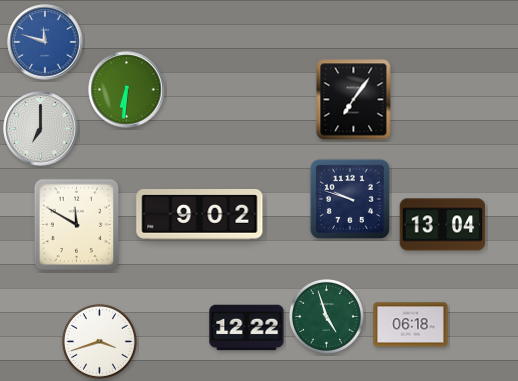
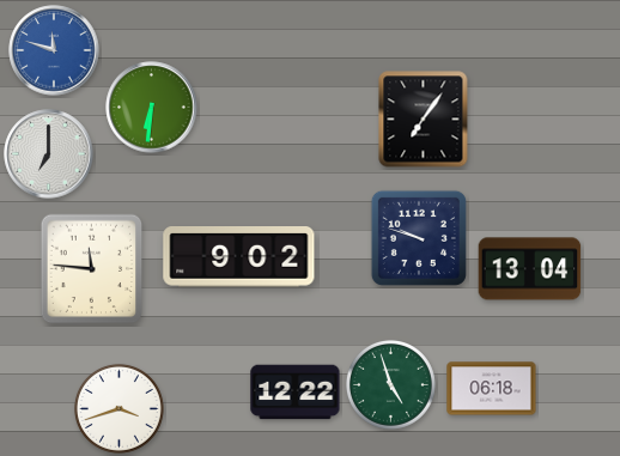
clock at (77, 225): 11:50 -> 11:46
clock at (327, 317) position: (327, 317) -> (391, 385)
